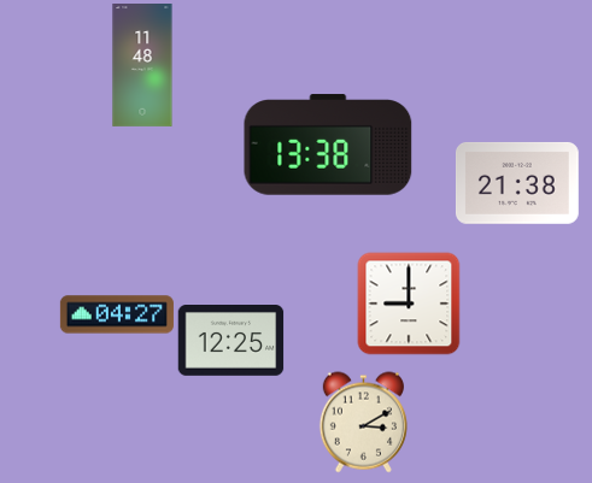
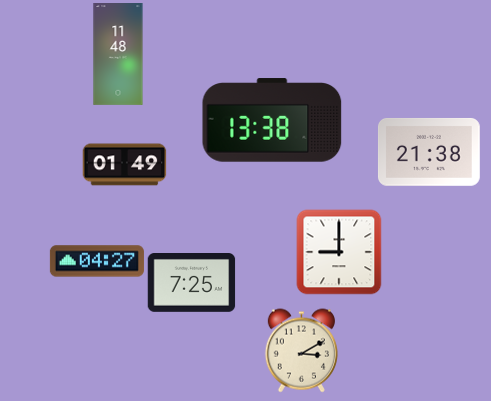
clock at (124, 165): none -> 01:49
clock at (230, 341): 12:25 -> 7:25
